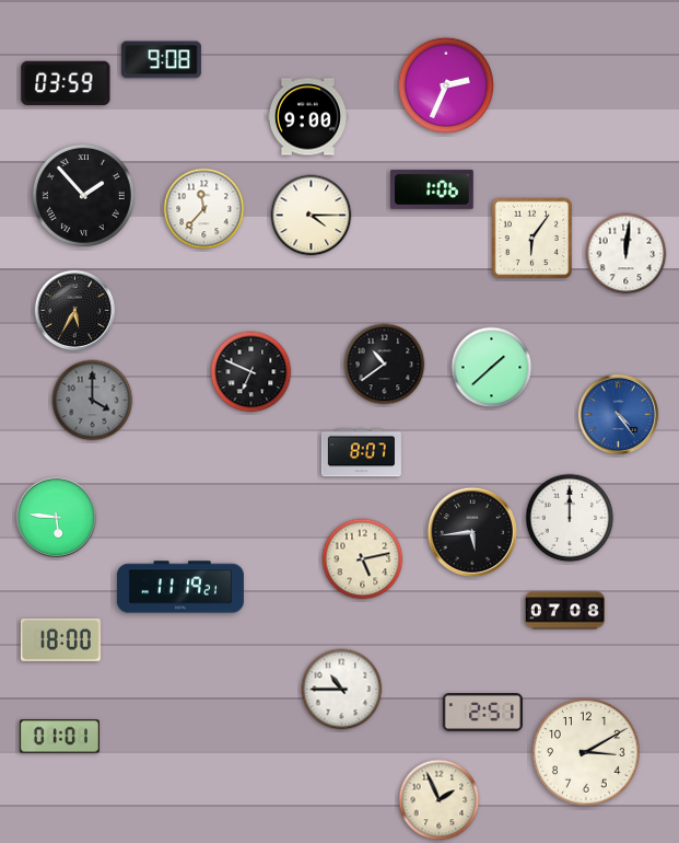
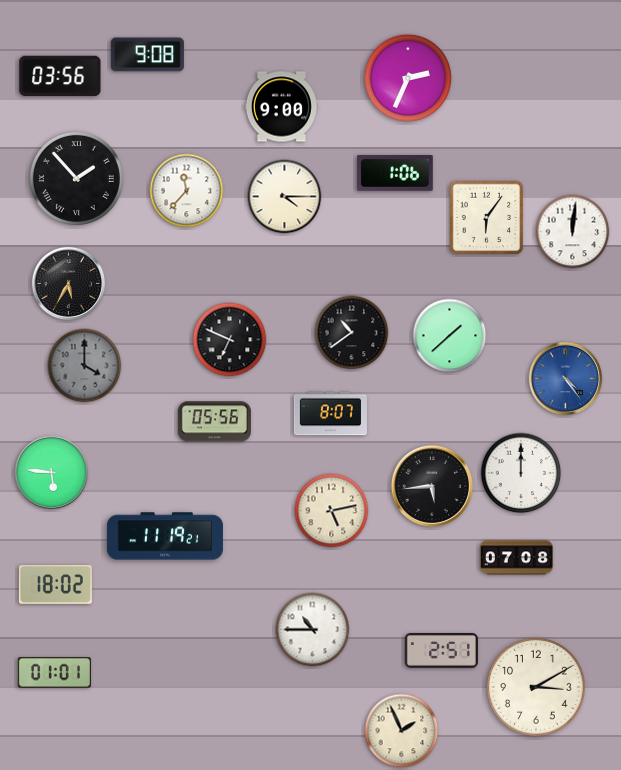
clock at (66, 83): 03:59 -> 03:56
clock at (214, 422): none -> 05:56
clock at (60, 639): 18:00 -> 18:02
